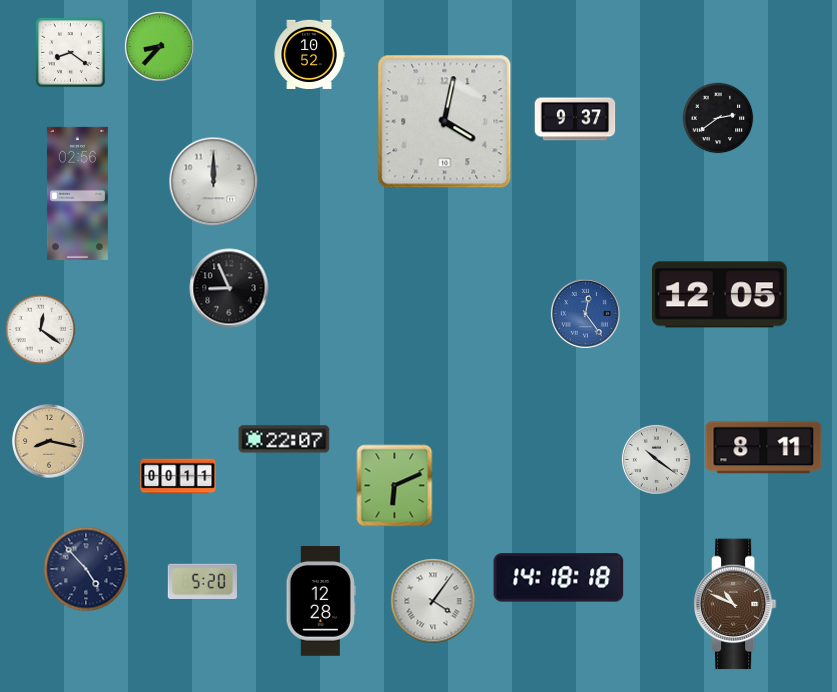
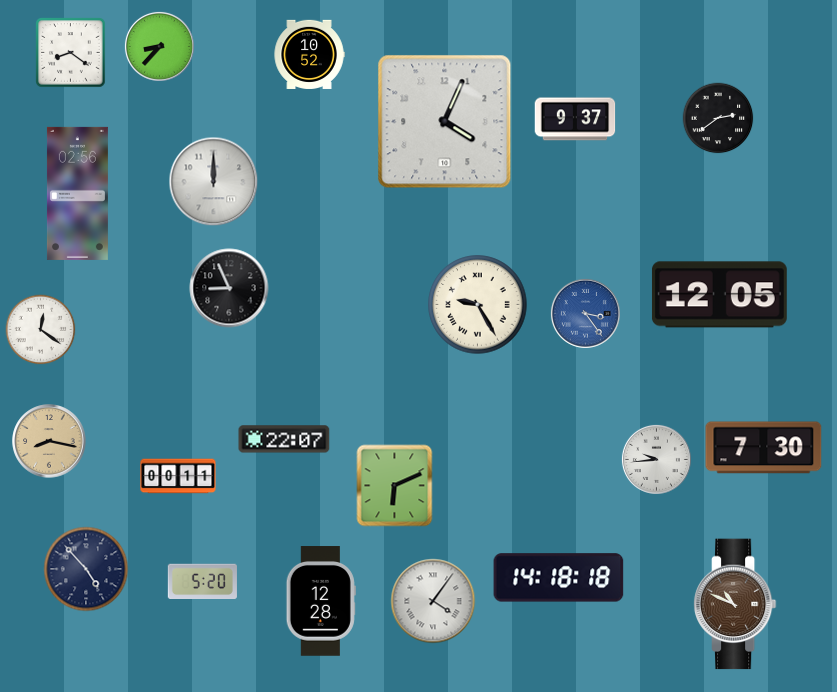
clock at (445, 122): 4:02 -> 4:04
clock at (478, 305): none -> 9:25
clock at (585, 313): 12:24 -> 3:24
clock at (764, 448): 8:11 -> 7:30
clock at (656, 459): 10:21 -> 9:44
